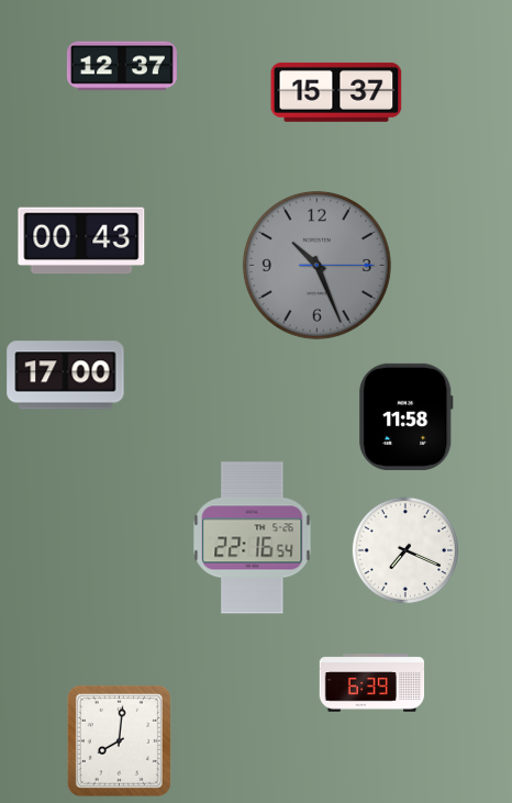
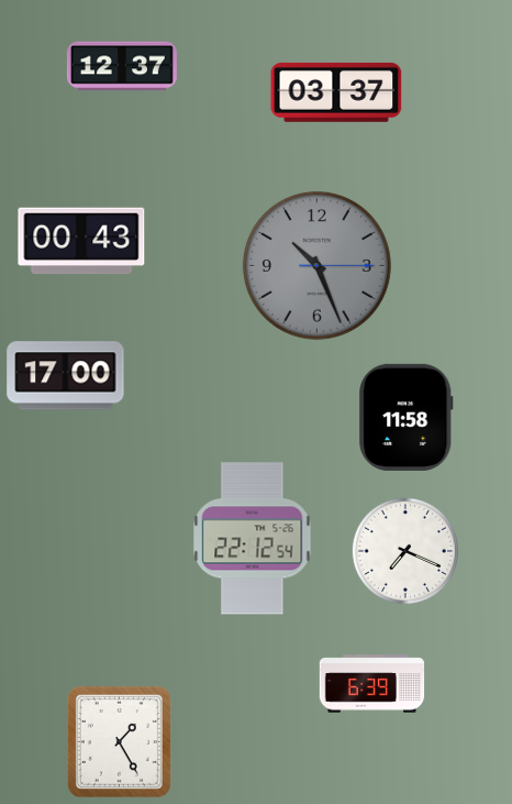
clock at (336, 92): 15:37 -> 03:37
clock at (253, 538): 22:16 -> 22:12
clock at (119, 740): 8:01 -> 1:25
